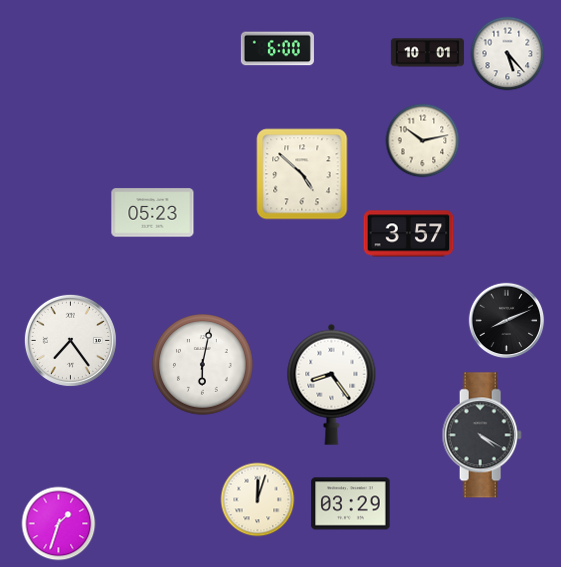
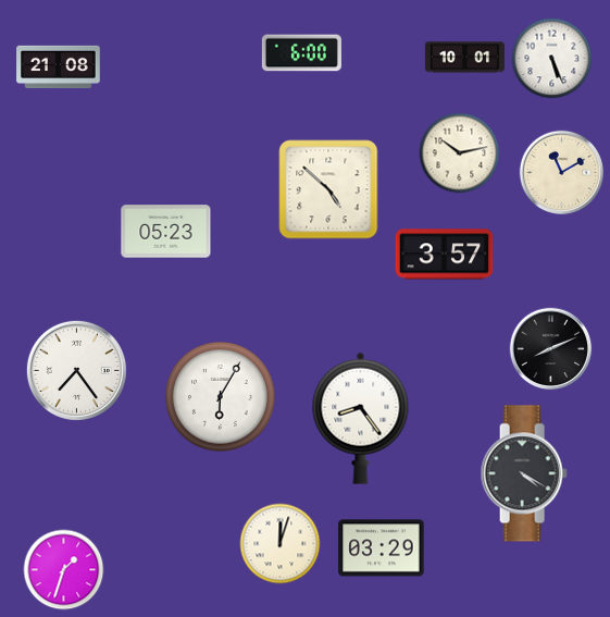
clock at (508, 54): 5:23 -> 5:26
clock at (59, 67): none -> 21:08
clock at (562, 173): none -> 11:10
clock at (203, 365): 6:02 -> 6:05
